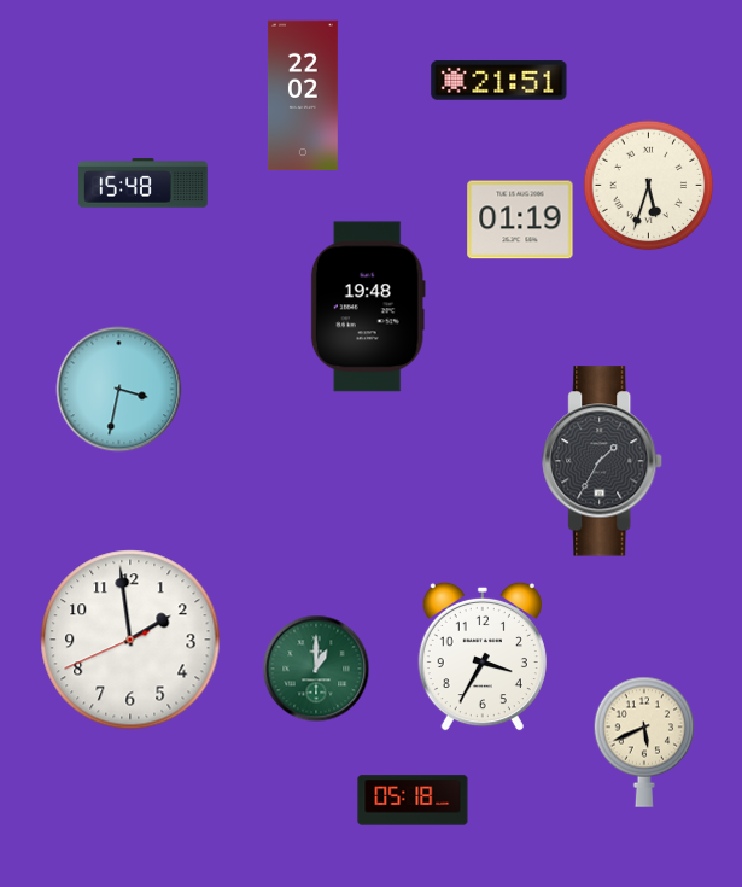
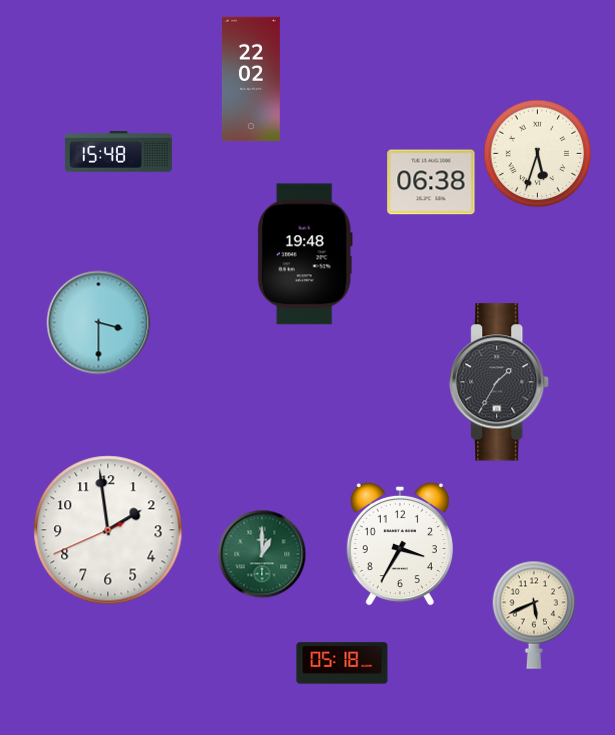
clock at (499, 81): 21:51 -> none
clock at (520, 220): 01:19 -> 06:38
clock at (119, 390): 3:32 -> 3:30
